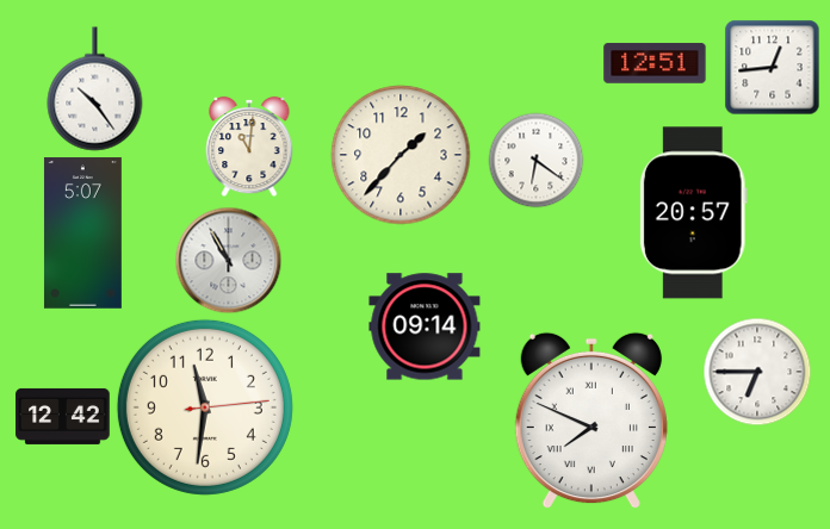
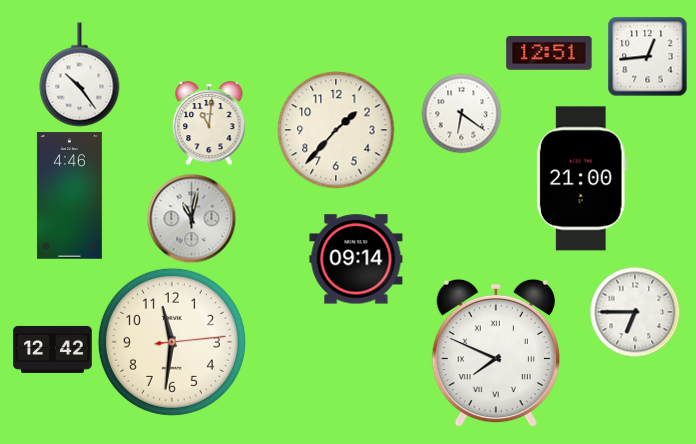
clock at (535, 160) position: (535, 160) -> (461, 113)
clock at (693, 213): 20:57 -> 21:00
clock at (82, 234): 5:07 -> 4:46
clock at (228, 260): 10:55 -> 11:02
clock at (425, 326) position: (425, 326) -> (356, 259)
